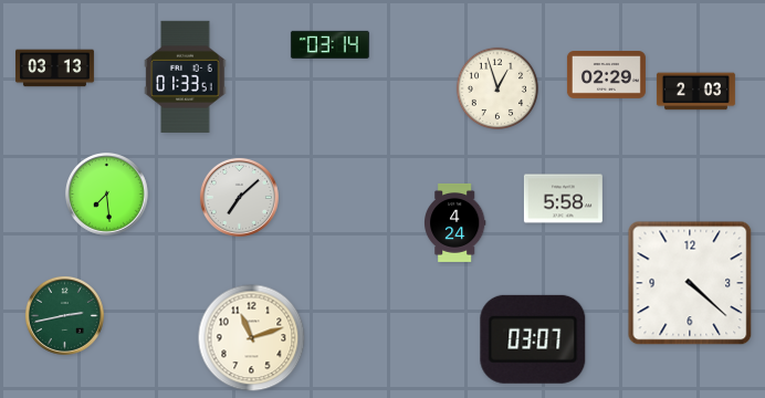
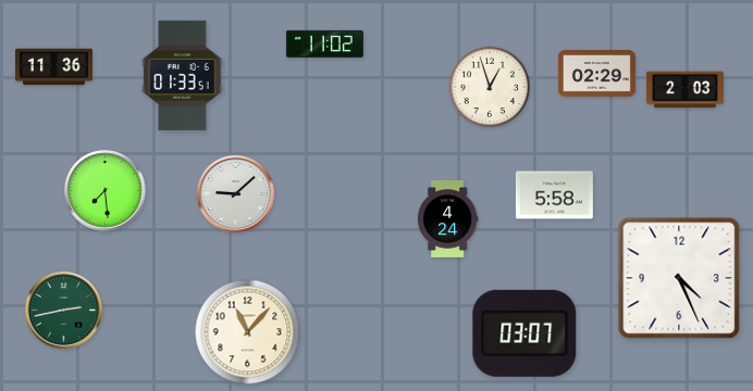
clock at (329, 44): 03:14 -> 11:02
clock at (54, 69): 03:13 -> 11:36
clock at (239, 197): 7:08 -> 9:08
clock at (690, 283): 4:22 -> 4:26
clock at (252, 338): 11:12 -> 11:07
